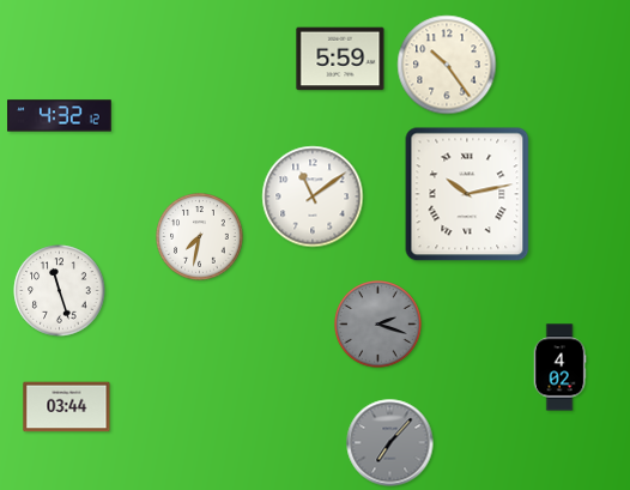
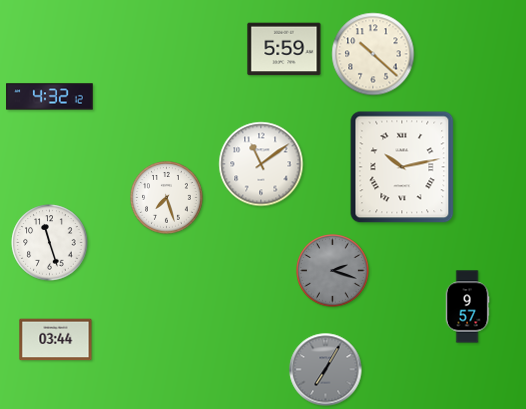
clock at (447, 65): 10:24 -> 10:22
clock at (467, 194) position: (467, 194) -> (402, 167)
clock at (200, 237): 7:32 -> 7:27
clock at (378, 325) position: (378, 325) -> (333, 271)
clock at (559, 368): 4:02 -> 9:57
clock at (390, 443): 7:07 -> 7:05
